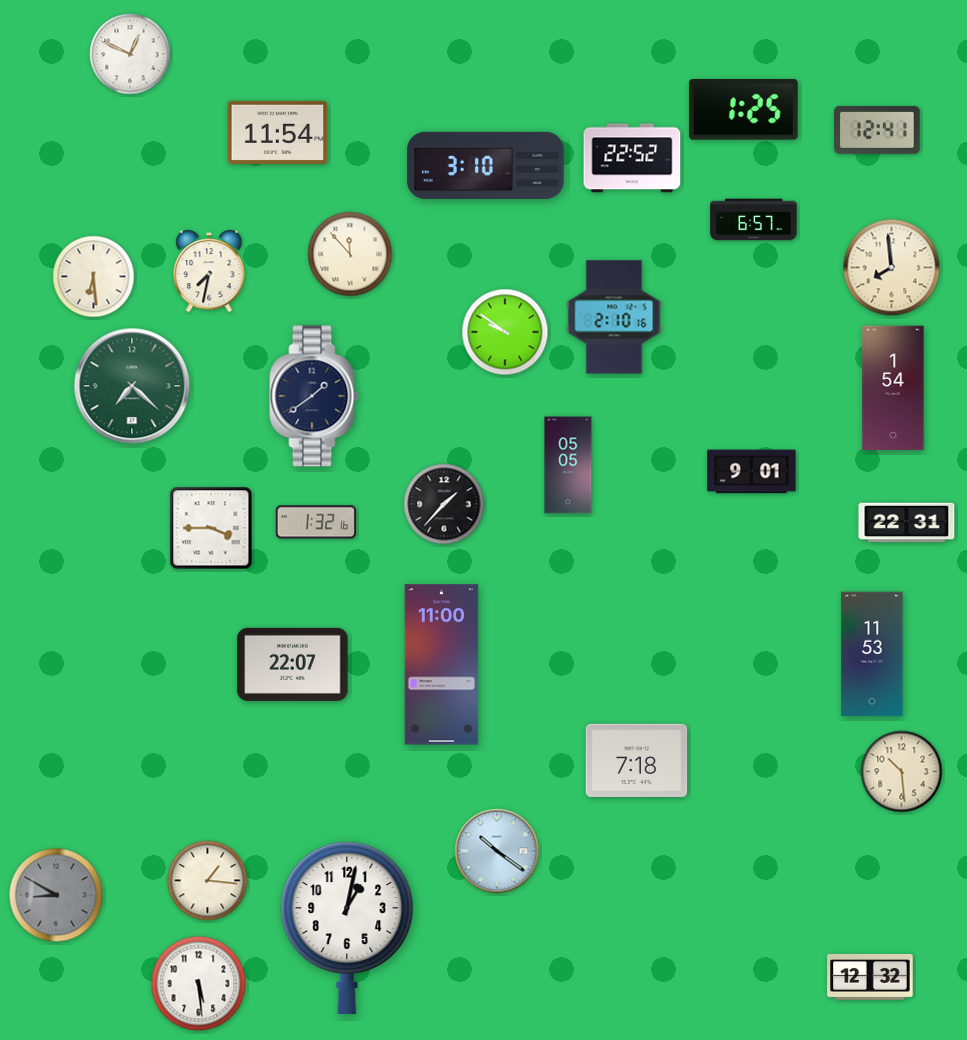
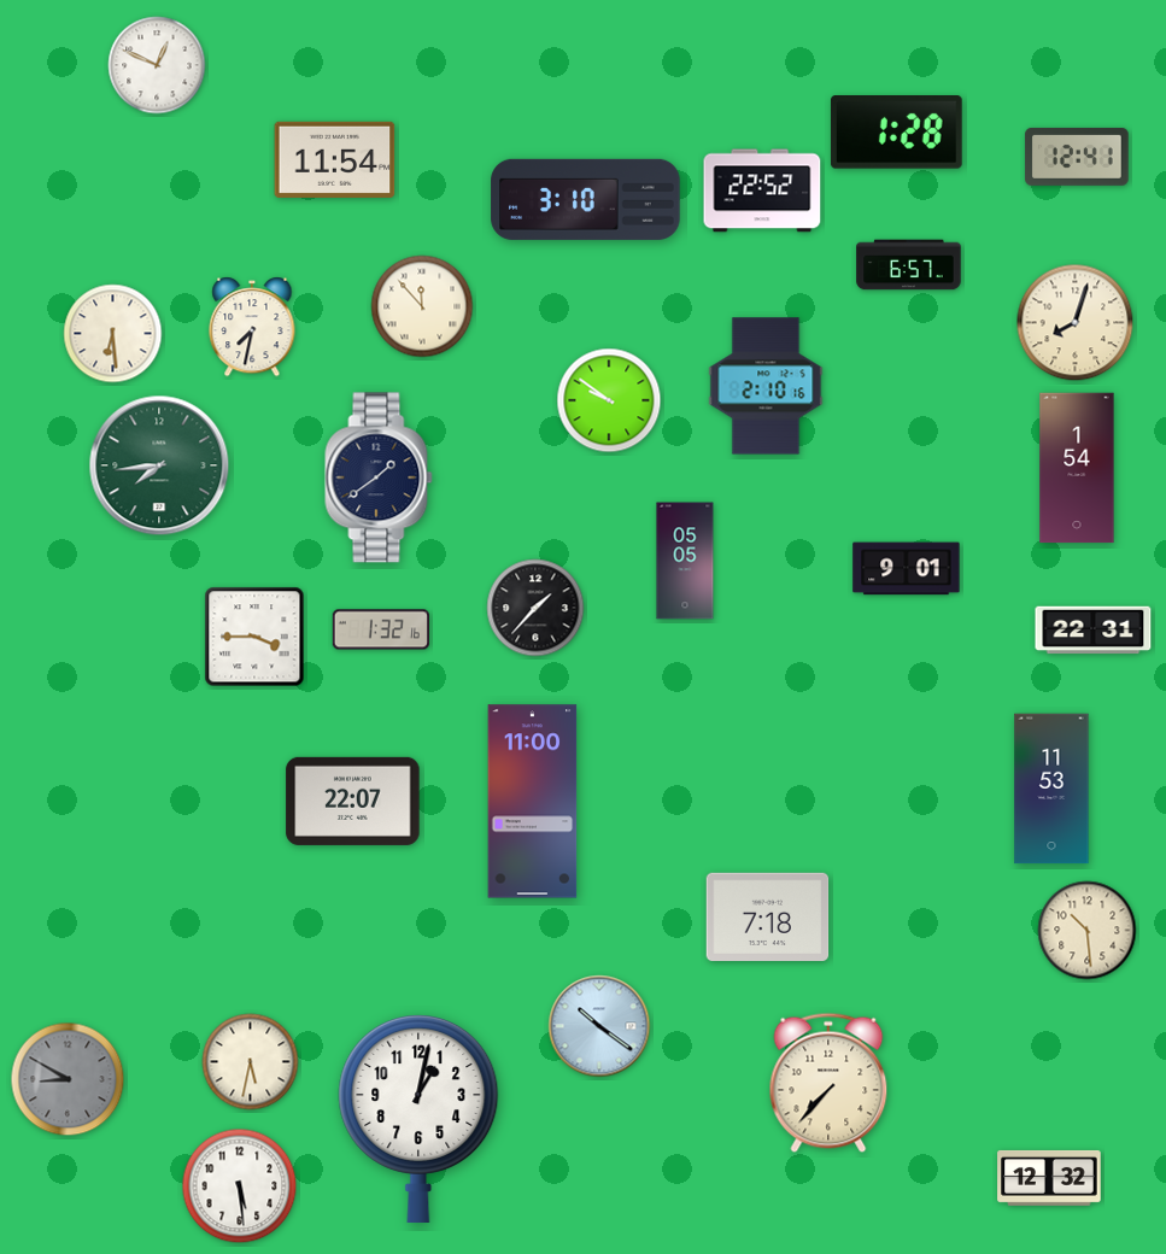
clock at (743, 110): 1:25 -> 1:28
clock at (877, 130) position: (877, 130) -> (1077, 157)
clock at (892, 268): 7:59 -> 8:03
clock at (614, 317) position: (614, 317) -> (766, 386)
clock at (132, 386): 7:22 -> 7:44
clock at (208, 881): 1:16 -> 5:32
clock at (828, 1083): none -> 7:37
